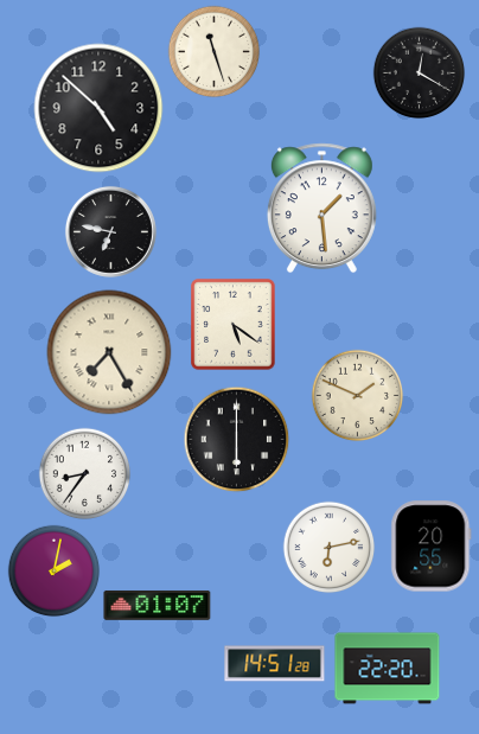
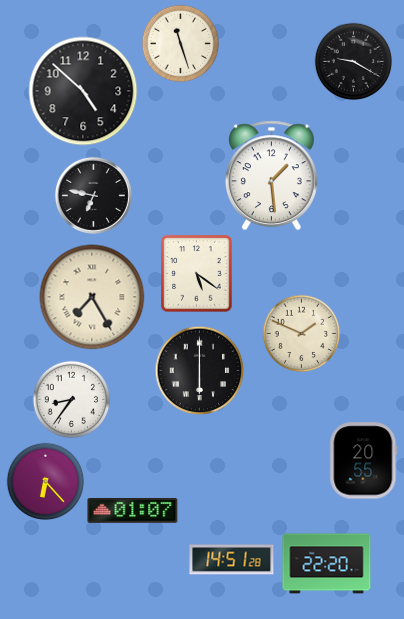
clock at (419, 72): 12:20 -> 9:20
clock at (328, 547): 6:13 -> none
clock at (53, 570): 2:02 -> 6:23
